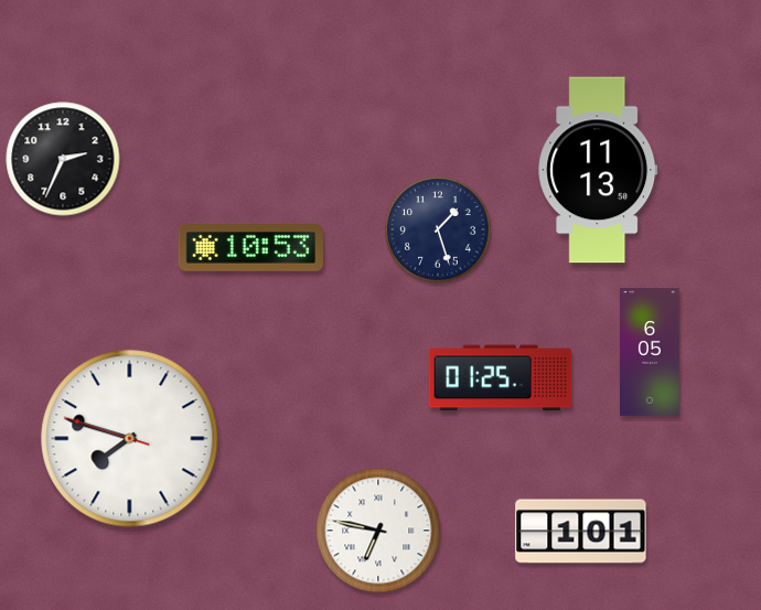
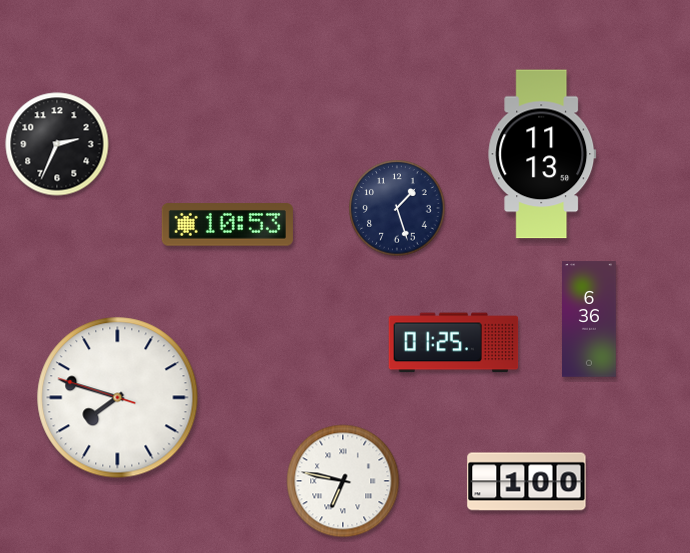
clock at (651, 352): 6:05 -> 6:36
clock at (581, 532): 1:01 -> 1:00
